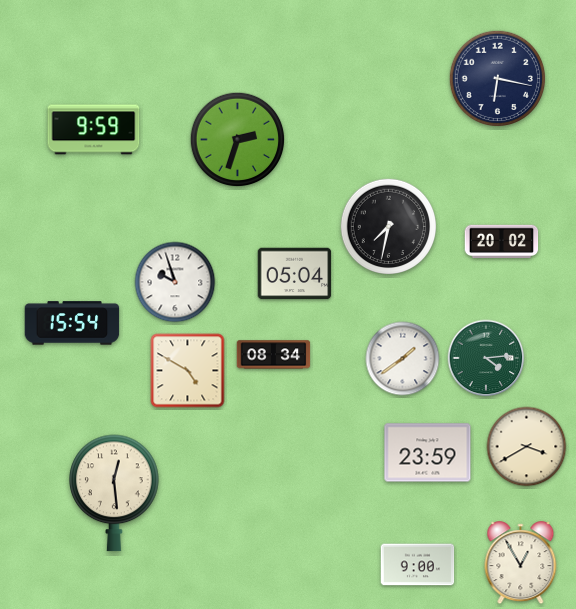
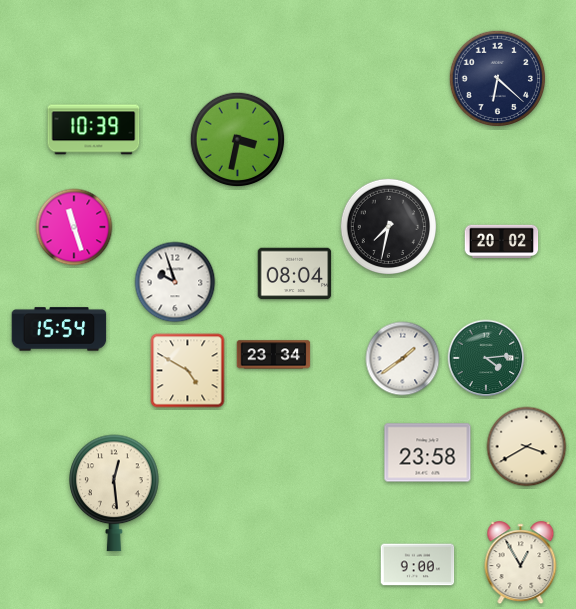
clock at (497, 78): 6:17 -> 6:22
clock at (94, 130): 9:59 -> 10:39
clock at (238, 140): 2:33 -> 3:32
clock at (74, 227): none -> 11:27
clock at (295, 274): 05:04 -> 08:04
clock at (72, 323) position: (72, 323) -> (59, 329)
clock at (274, 355): 08:34 -> 23:34
clock at (428, 453): 23:59 -> 23:58
